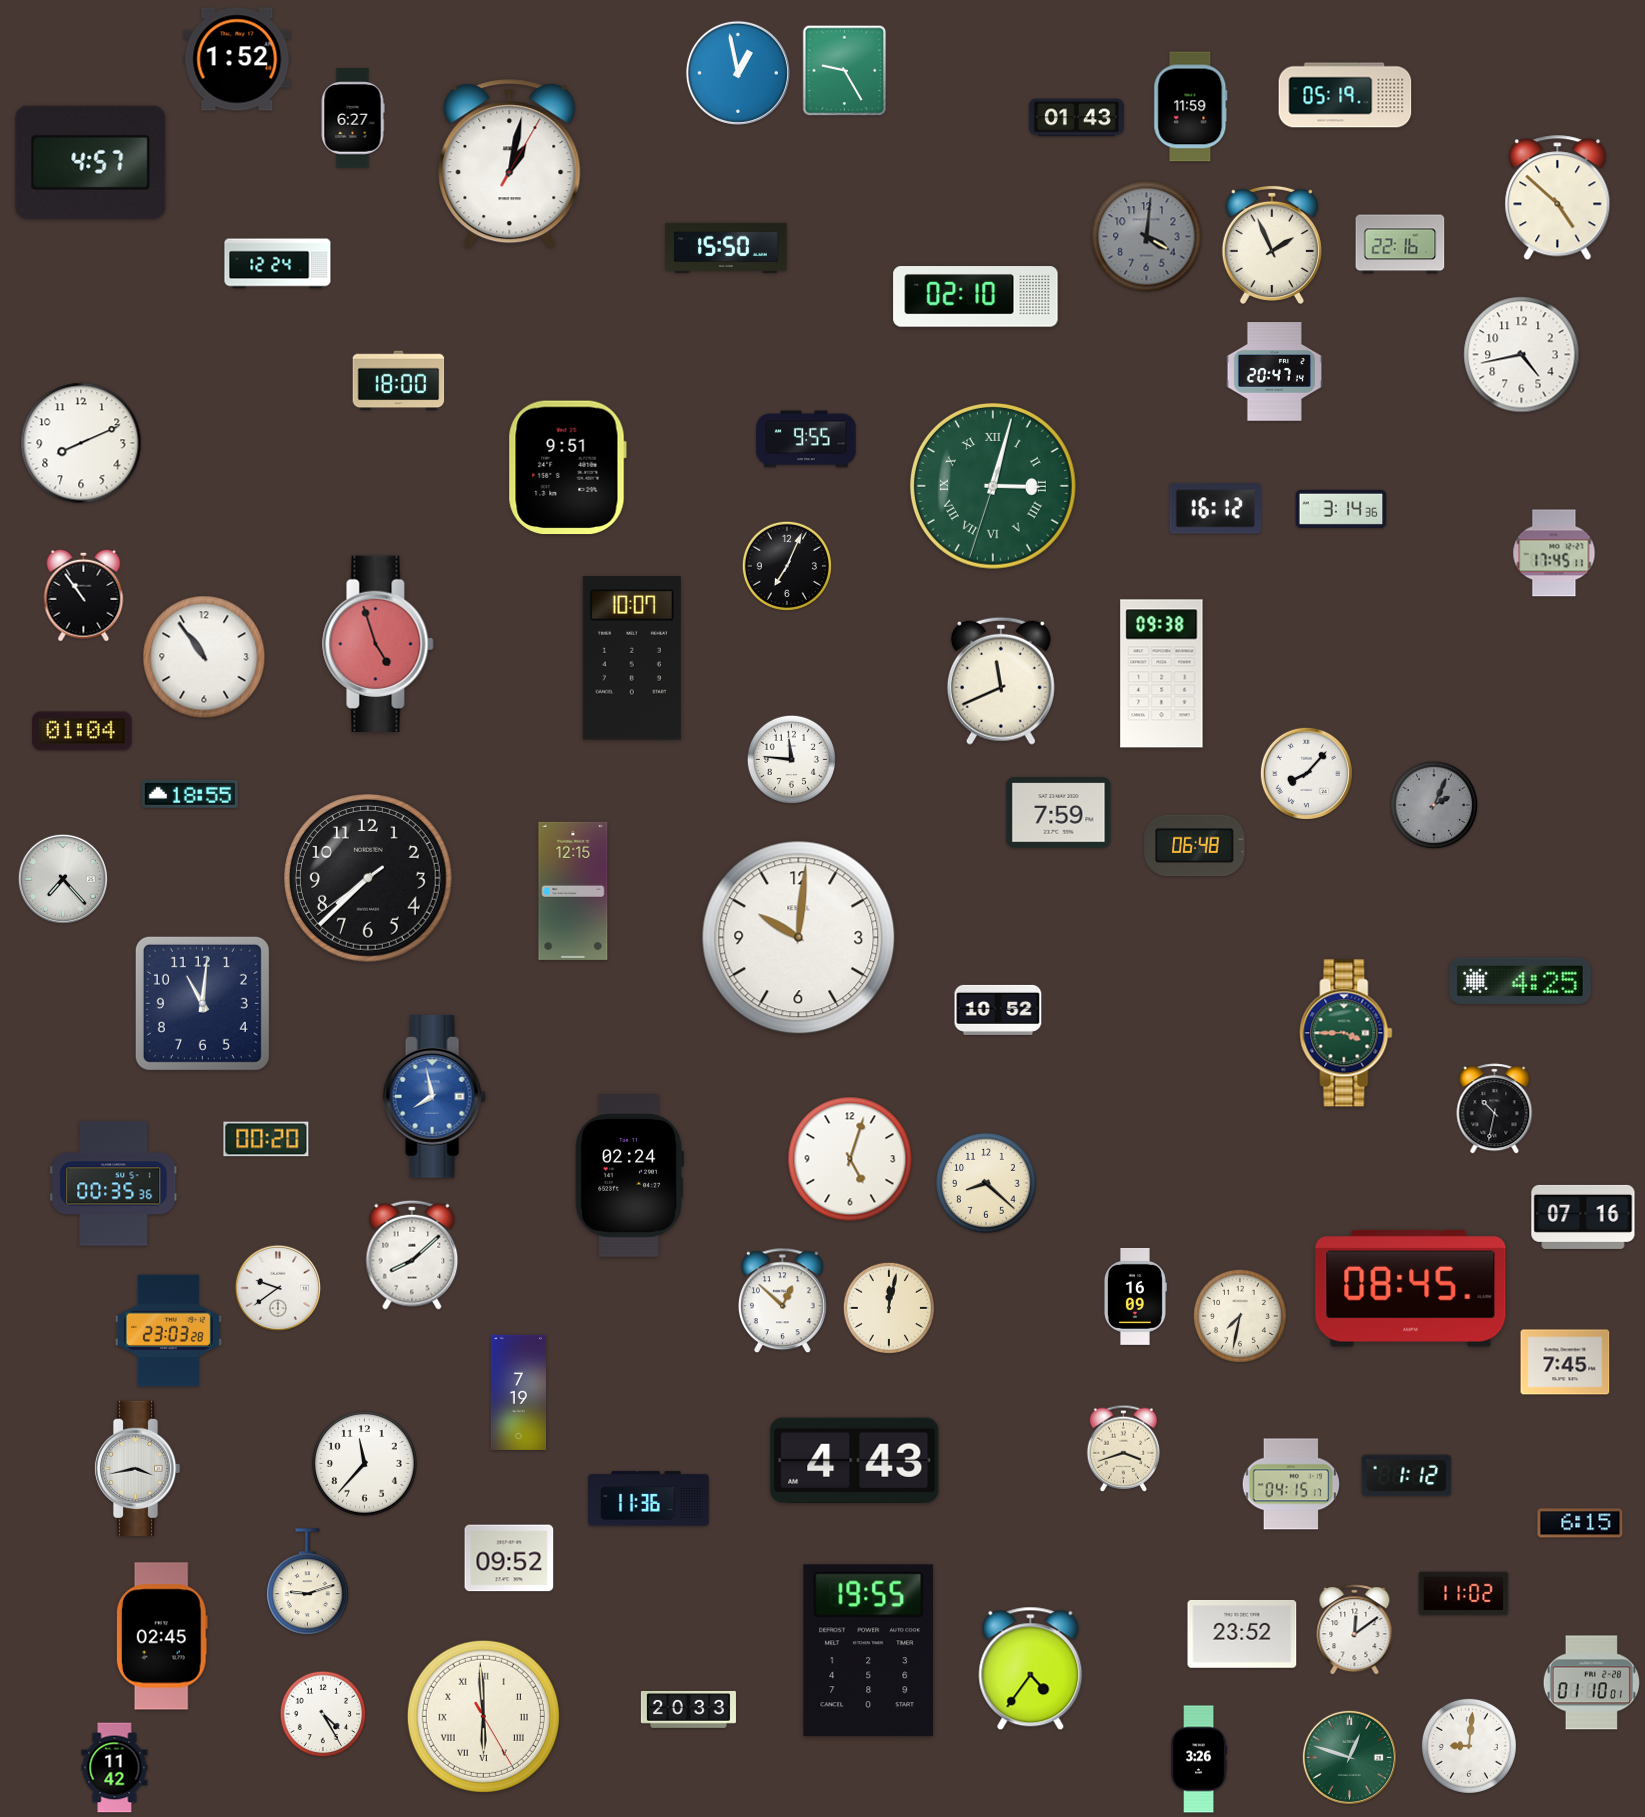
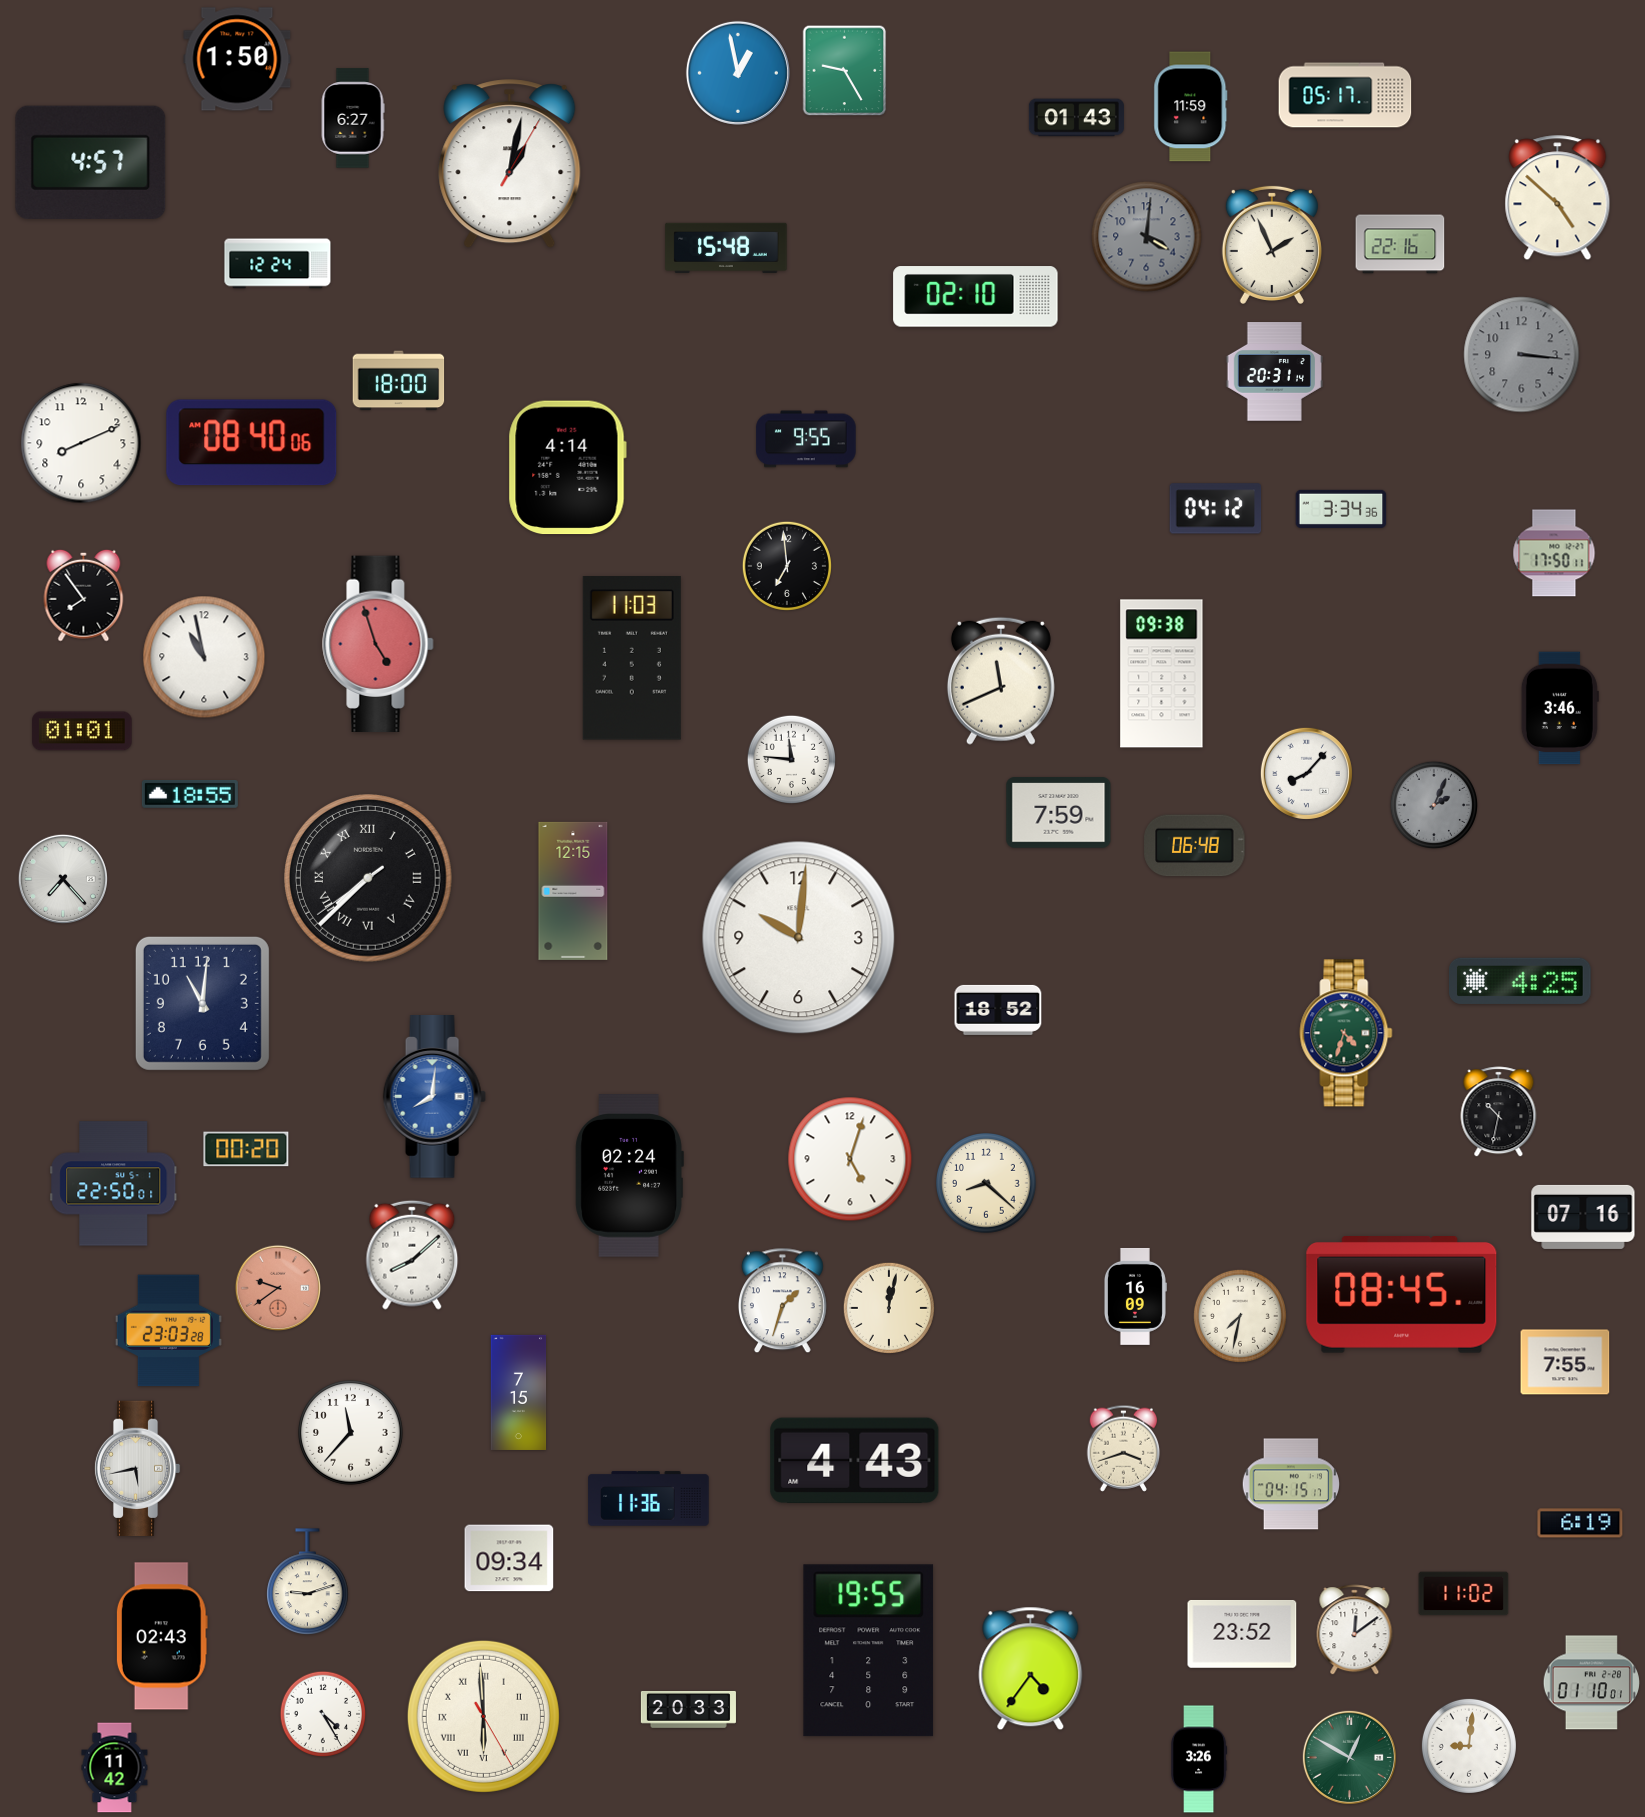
clock at (237, 59): 1:52 -> 1:50
clock at (1345, 95): 05:19 -> 05:17
clock at (726, 247): 15:50 -> 15:48
clock at (1522, 355): 4:43 -> 3:16
clock at (1522, 355) dial: white -> grey
clock at (1274, 372): 20:47 -> 20:31
clock at (252, 443): none -> 08:40
clock at (567, 468): 9:51 -> 4:14
clock at (993, 486): 3:02 -> none
clock at (1216, 509): 16:12 -> 04:12
clock at (1341, 509): 3:14 -> 3:34
clock at (1554, 553): 17:45 -> 17:50
clock at (786, 565): 7:04 -> 6:59
clock at (84, 595): 10:54 -> 7:54
clock at (204, 657): 10:54 -> 10:58
clock at (632, 659): 10:07 -> 11:03
clock at (1560, 708): none -> 3:46
clock at (82, 731): 01:04 -> 01:01
clock at (369, 879) numerals: Arabic -> Roman
clock at (998, 1010): 10:52 -> 18:52
clock at (1346, 1033): 3:45 -> 4:33
clock at (434, 1097): 7:58 -> 8:01
clock at (1495, 1109) position: (1495, 1109) -> (1499, 1112)
clock at (266, 1139) position: (266, 1139) -> (246, 1149)
clock at (114, 1184): 00:35 -> 22:50
clock at (277, 1287) dial: white -> salmon
clock at (1411, 1289) position: (1411, 1289) -> (1402, 1295)
clock at (782, 1301): 12:52 -> 1:33
clock at (1565, 1362): 7:45 -> 7:55
clock at (519, 1392): 7:19 -> 7:15
clock at (365, 1464) position: (365, 1464) -> (351, 1433)
clock at (137, 1468): 3:43 -> 5:43
clock at (1407, 1476): 1:12 -> none
clock at (1580, 1523): 6:15 -> 6:19
clock at (509, 1558): 09:52 -> 09:34
clock at (162, 1636): 02:45 -> 02:43
clock at (1349, 1757): 12:48 -> 12:50
